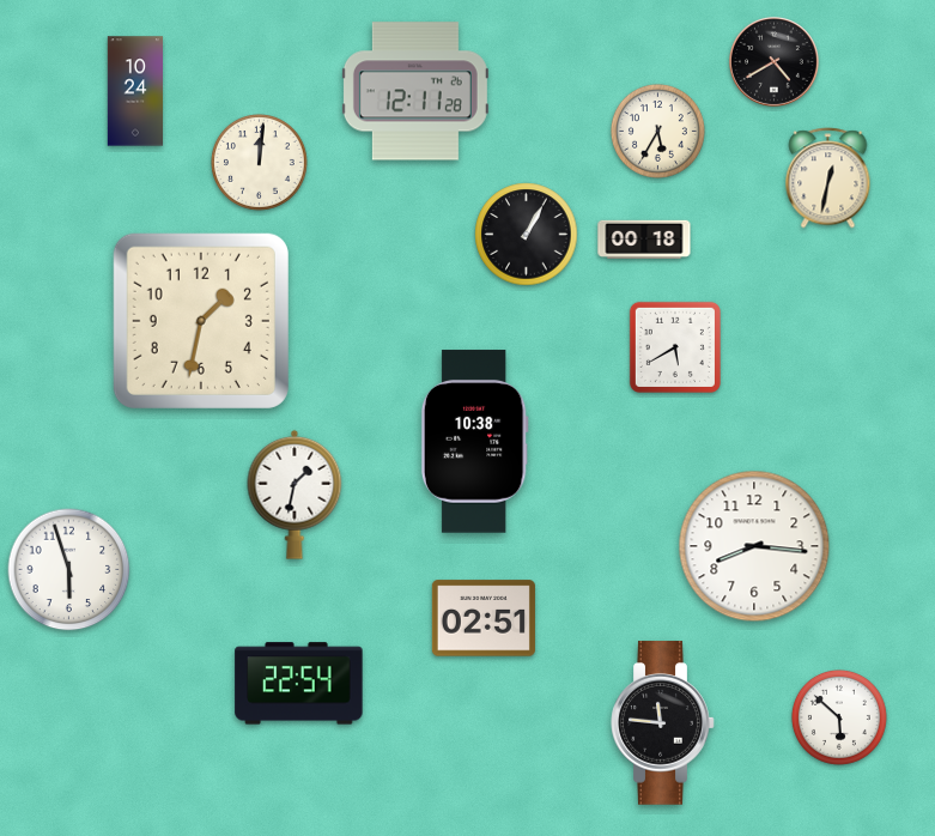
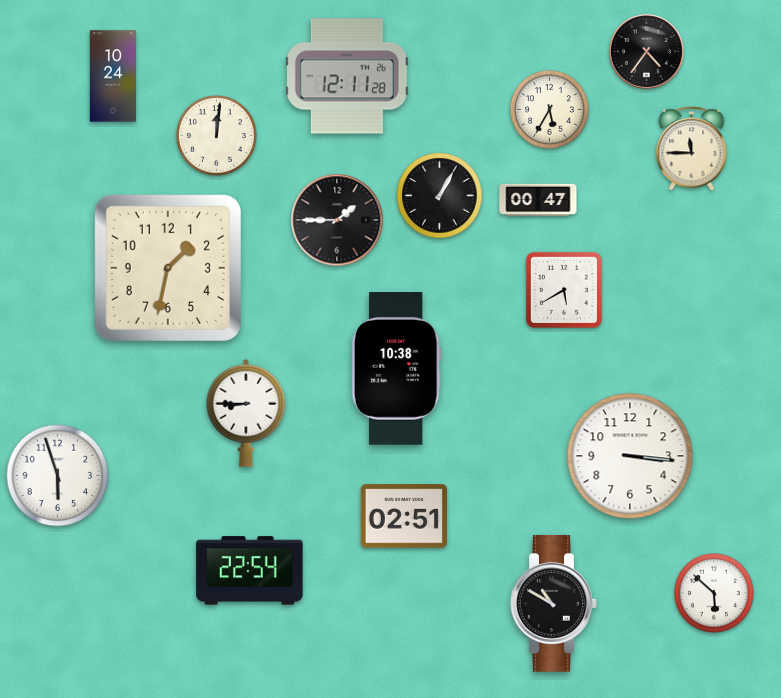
clock at (773, 61): 4:40 -> 4:36
clock at (828, 178): 12:32 -> 11:45
clock at (644, 240): 00:18 -> 00:47
clock at (337, 220): none -> 1:45
clock at (295, 495): 1:32 -> 8:45
clock at (754, 546): 8:16 -> 3:16
clock at (839, 717) position: (839, 717) -> (714, 593)
clock at (663, 723): 11:46 -> 10:50
